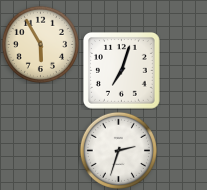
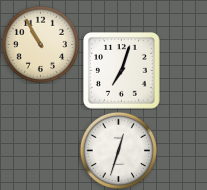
clock at (40, 44): 5:55 -> 10:55
clock at (118, 150): 2:33 -> 12:33
